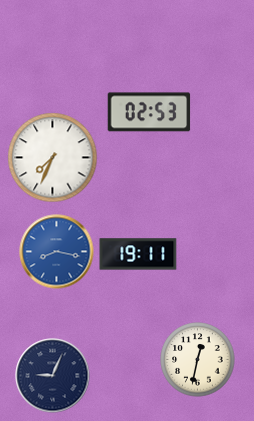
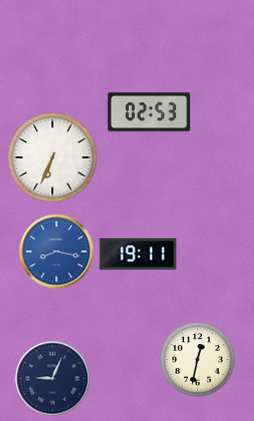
clock at (53, 158): 7:34 -> 6:34
clock at (53, 376) position: (53, 376) -> (53, 379)
